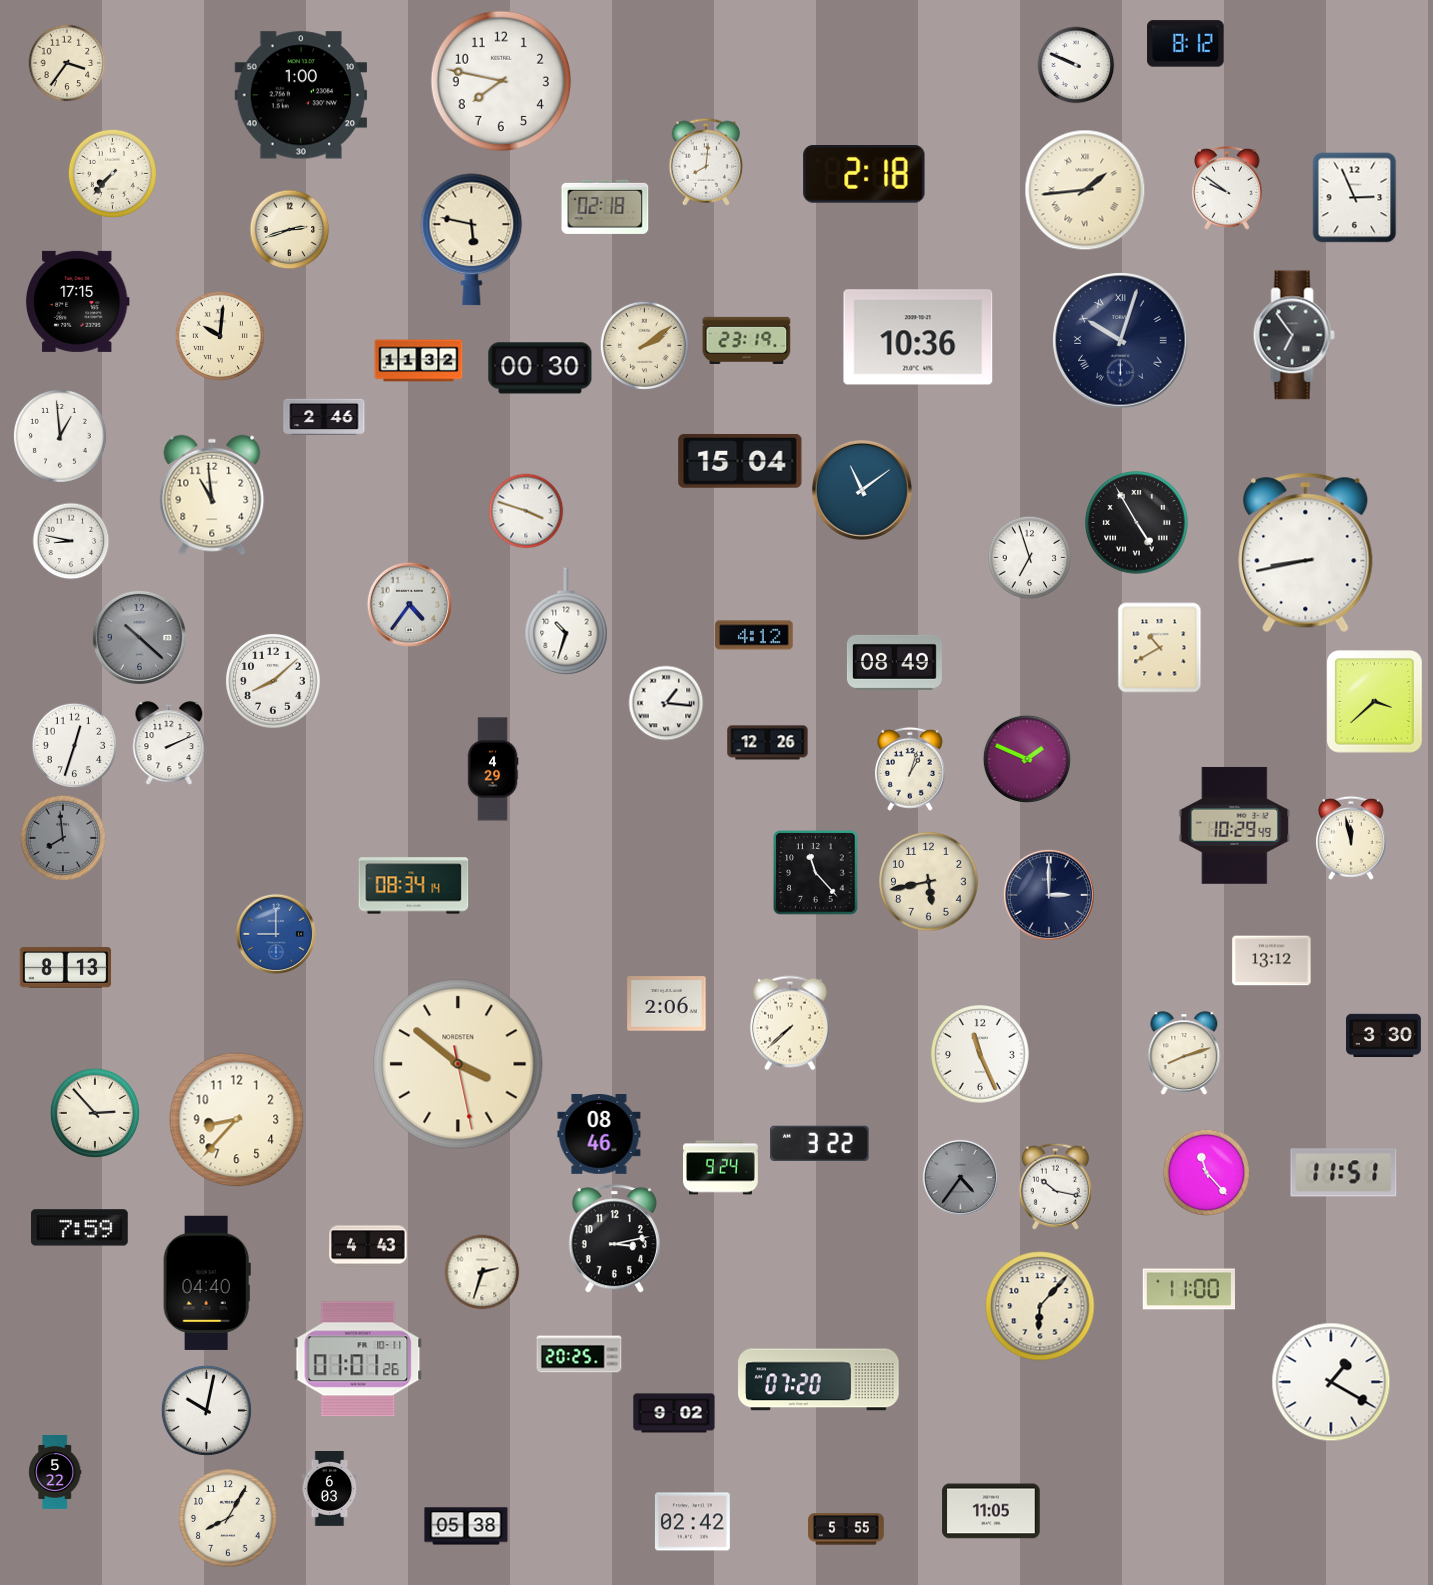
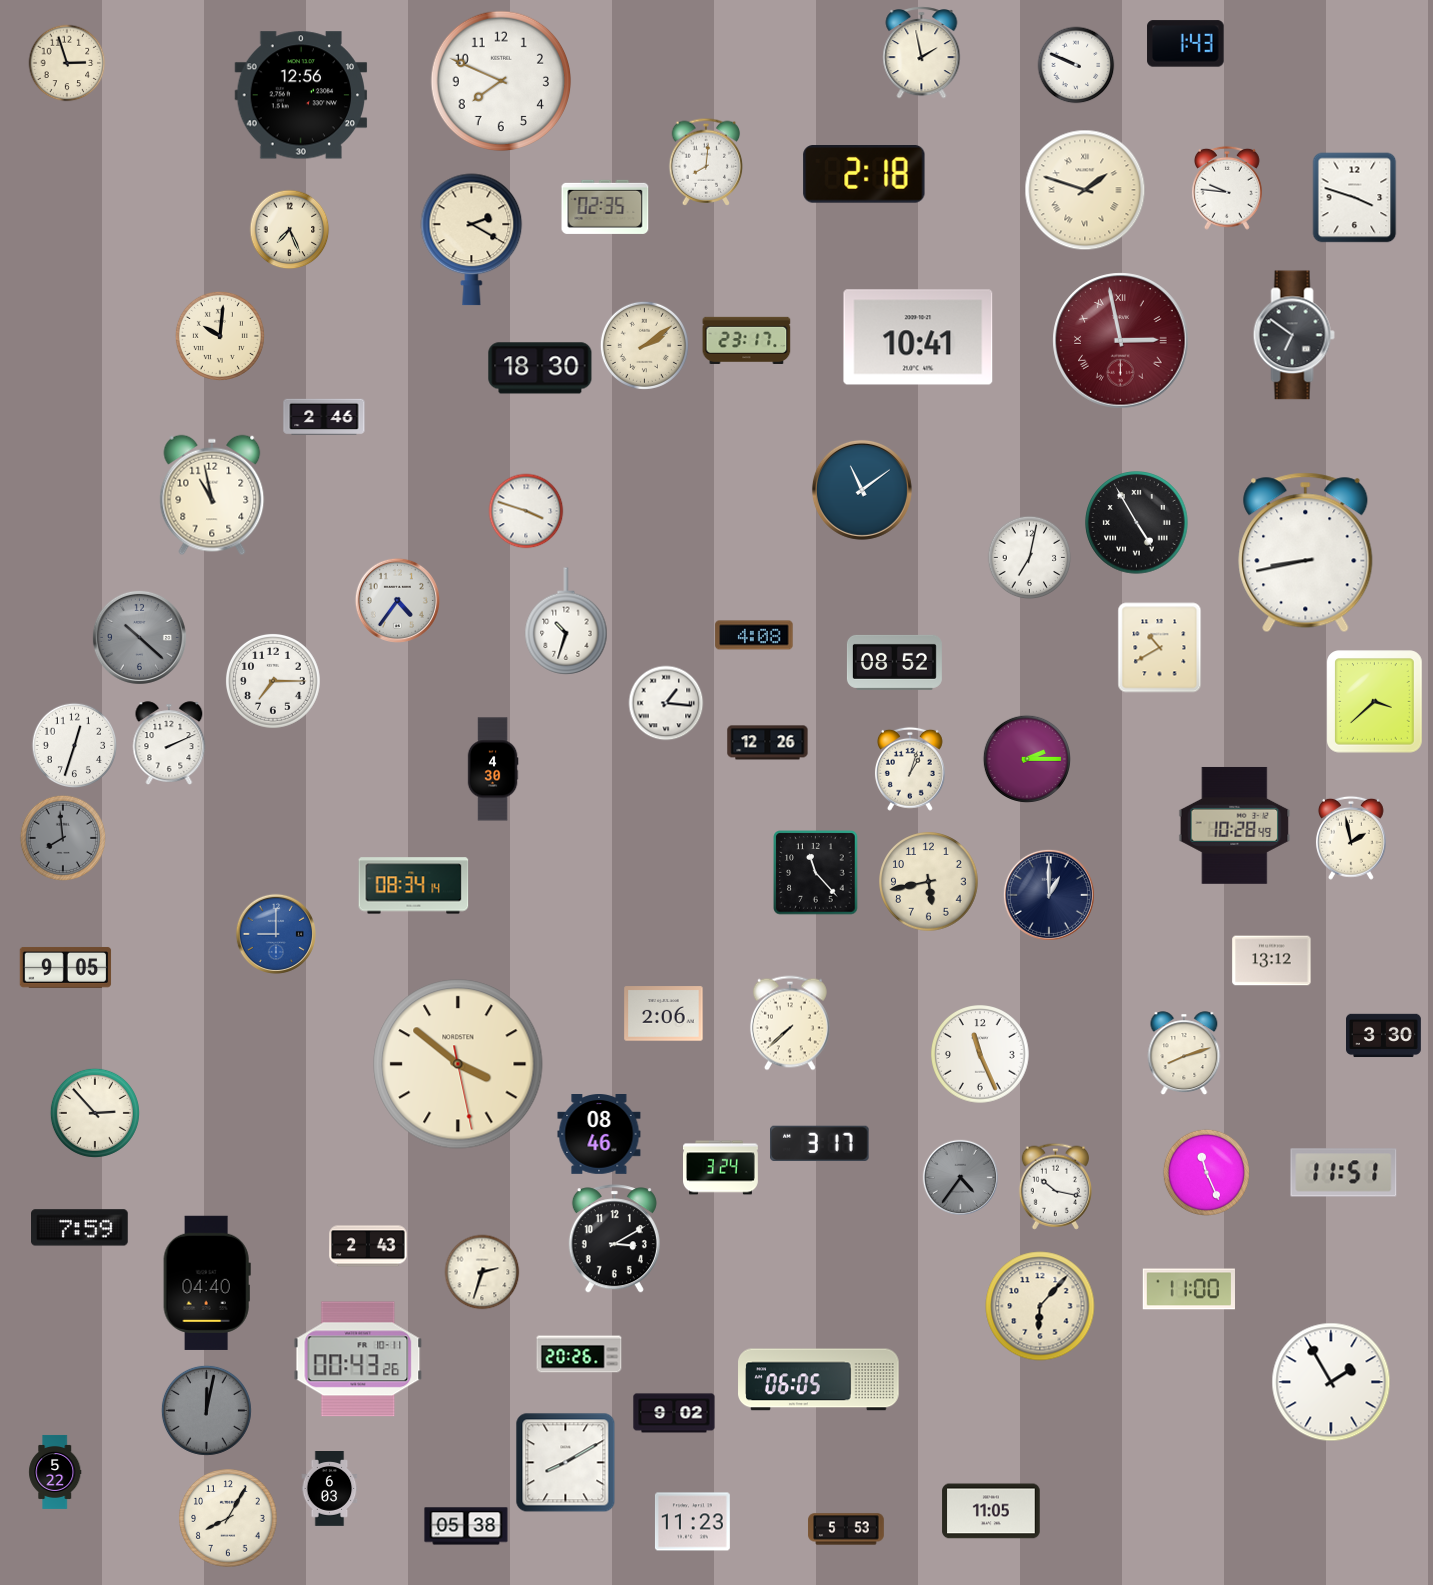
clock at (1186, 44): 8:12 -> 1:43
clock at (922, 53): none -> 1:58
clock at (67, 63): 3:36 -> 2:57
clock at (501, 81): 7:47 -> 7:49
clock at (301, 95): 1:00 -> 12:56
clock at (112, 173): 7:37 -> none
clock at (1227, 188): 9:51 -> 9:46
clock at (1085, 190): 1:44 -> 1:48
clock at (1355, 198): 2:56 -> 3:48
clock at (605, 207): 02:18 -> 02:35
clock at (290, 230): 2:42 -> 7:26
clock at (472, 240): 5:47 -> 2:20
clock at (77, 301): 17:15 -> none
clock at (1294, 335): 6:54 -> 6:51
clock at (918, 337): 10:36 -> 10:41
clock at (747, 340): 23:19 -> 23:17
clock at (1121, 341): 10:03 -> 2:58
clock at (1121, 341) dial: navy -> burgundy
clock at (419, 361): 11:32 -> none
clock at (540, 368): 00:30 -> 18:30
clock at (60, 436): 12:59 -> none
clock at (740, 461): 15:04 -> none
clock at (212, 495): 10:59 -> 10:58
clock at (71, 541): 8:47 -> none
clock at (1030, 558): 6:57 -> 7:02
clock at (409, 604) position: (409, 604) -> (397, 600)
clock at (754, 635): 4:12 -> 4:08
clock at (894, 662): 08:49 -> 08:52
clock at (273, 681): 8:08 -> 7:15
clock at (1027, 759): 1:49 -> 2:15
clock at (493, 769): 4:29 -> 4:30
clock at (1235, 825): 10:29 -> 10:28
clock at (1351, 838): 11:58 -> 1:58
clock at (1049, 895): 3:00 -> 1:00
clock at (66, 967): 8:13 -> 9:05
clock at (667, 1004) position: (667, 1004) -> (664, 1014)
clock at (237, 1120): 8:37 -> none
clock at (820, 1143): 3:22 -> 3:17
clock at (721, 1168): 9:24 -> 3:24
clock at (1206, 1172): 11:23 -> 11:26
clock at (614, 1239): 3:13 -> 3:10
clock at (368, 1246): 4:43 -> 2:43
clock at (579, 1354): 20:25 -> 20:26
clock at (358, 1359): 01:01 -> 00:43
clock at (819, 1380): 07:20 -> 06:05
clock at (1331, 1382): 1:20 -> 1:55
clock at (206, 1410): 10:02 -> 12:02
clock at (206, 1410) dial: white -> grey
clock at (566, 1463): none -> 8:10
clock at (692, 1522): 02:42 -> 11:23
clock at (846, 1529): 5:55 -> 5:53
